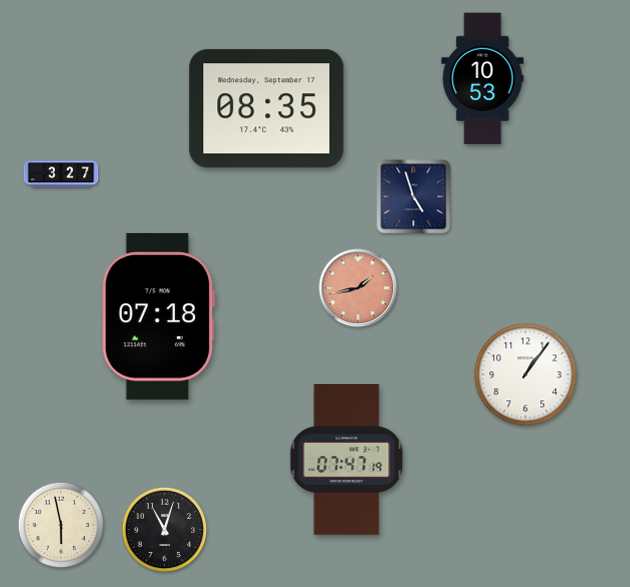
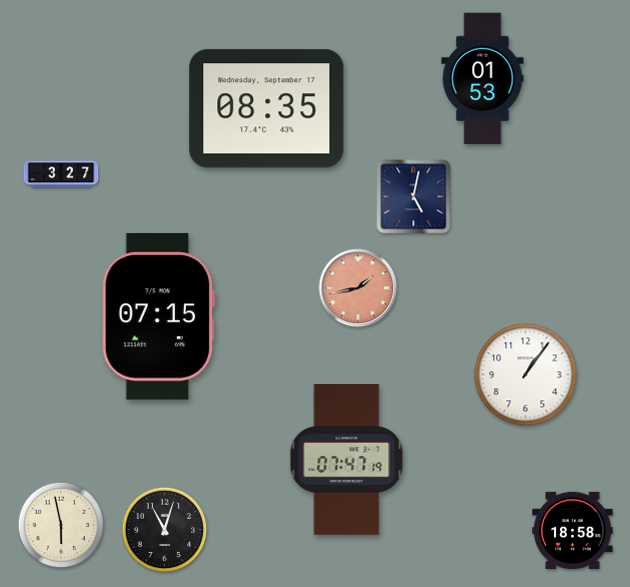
clock at (483, 79): 10:53 -> 01:53
clock at (414, 197): 4:57 -> 5:02
clock at (158, 317): 07:18 -> 07:15
clock at (573, 530): none -> 18:58
